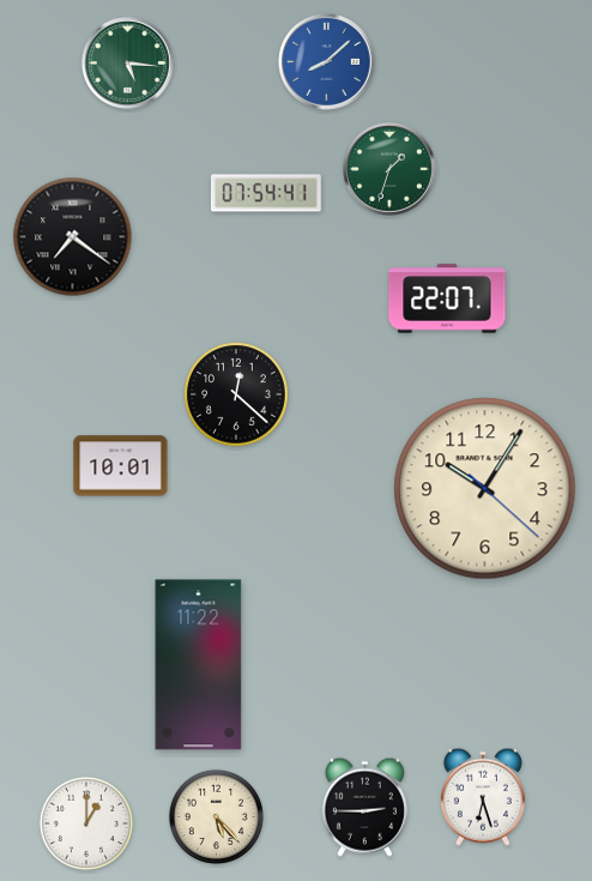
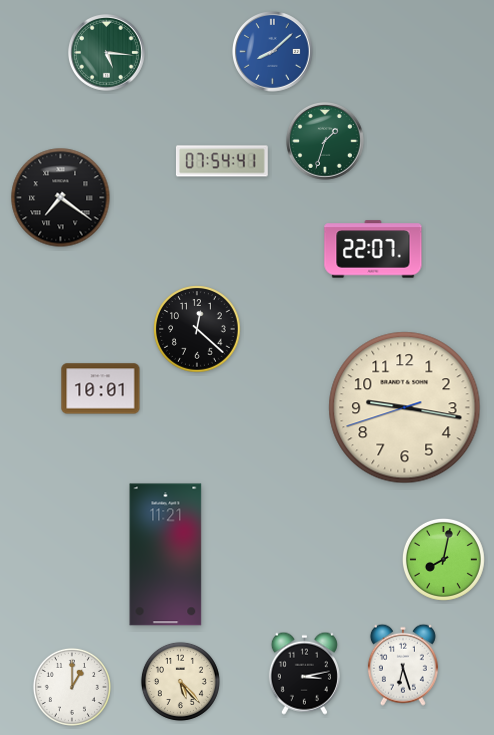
clock at (485, 489): 10:05 -> 9:16
clock at (199, 665): 11:22 -> 11:21
clock at (443, 559): none -> 8:02
clock at (364, 807): 2:45 -> 3:13
